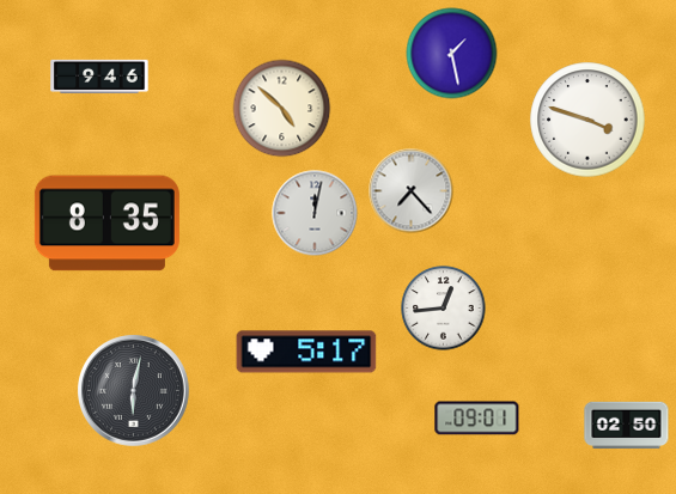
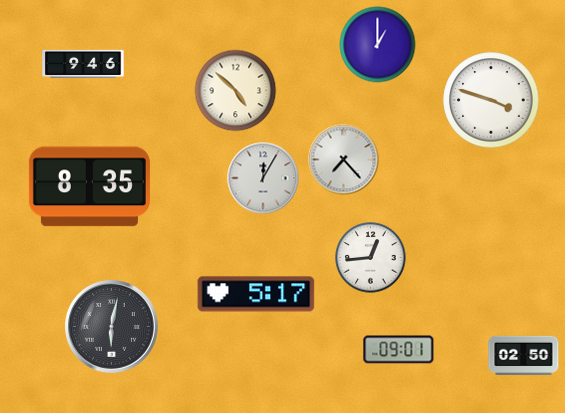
clock at (452, 54): 1:28 -> 1:00
clock at (315, 213): 12:02 -> 12:05
